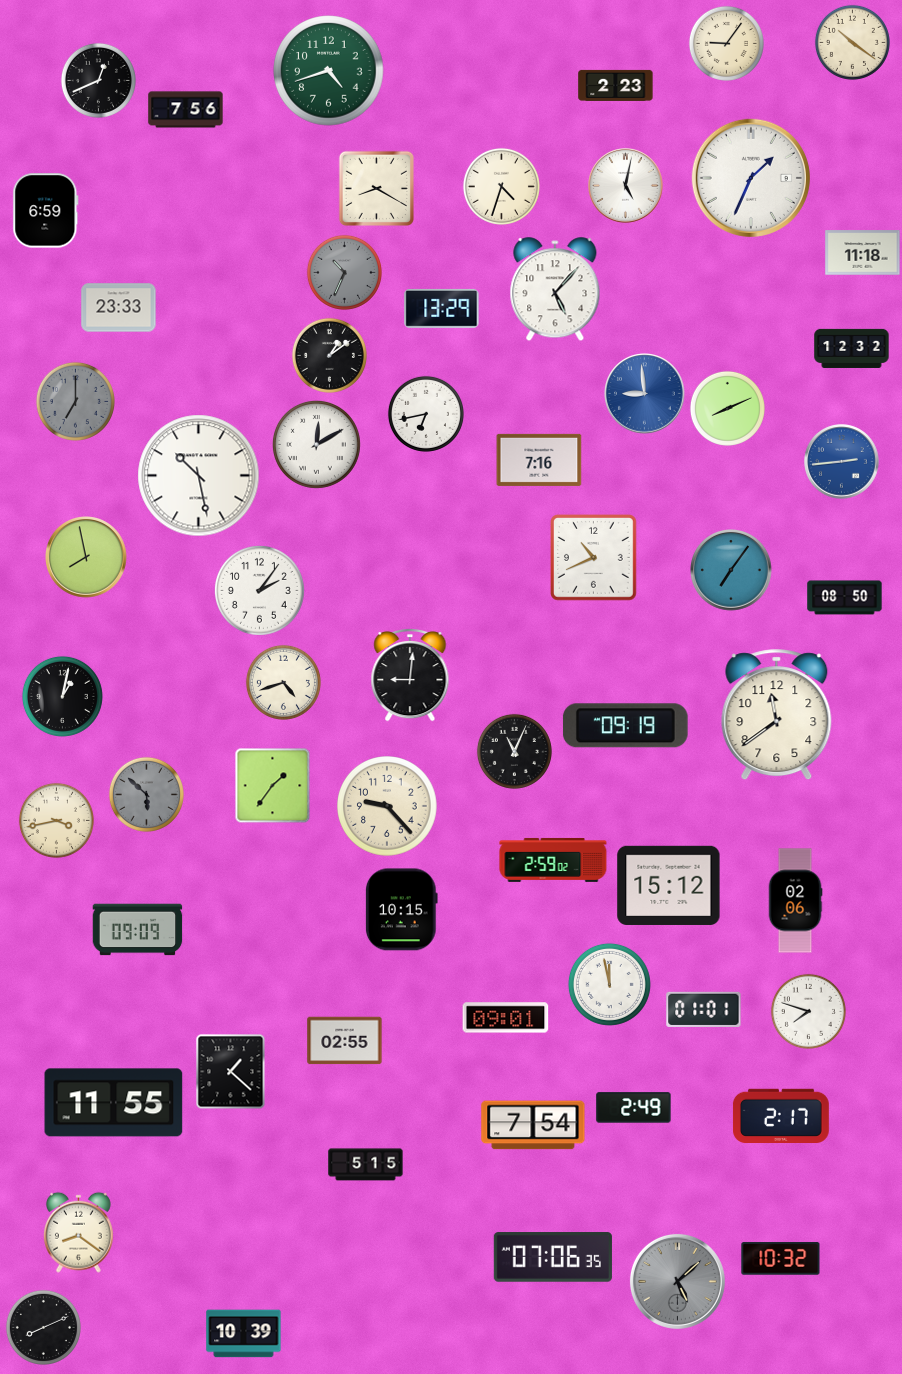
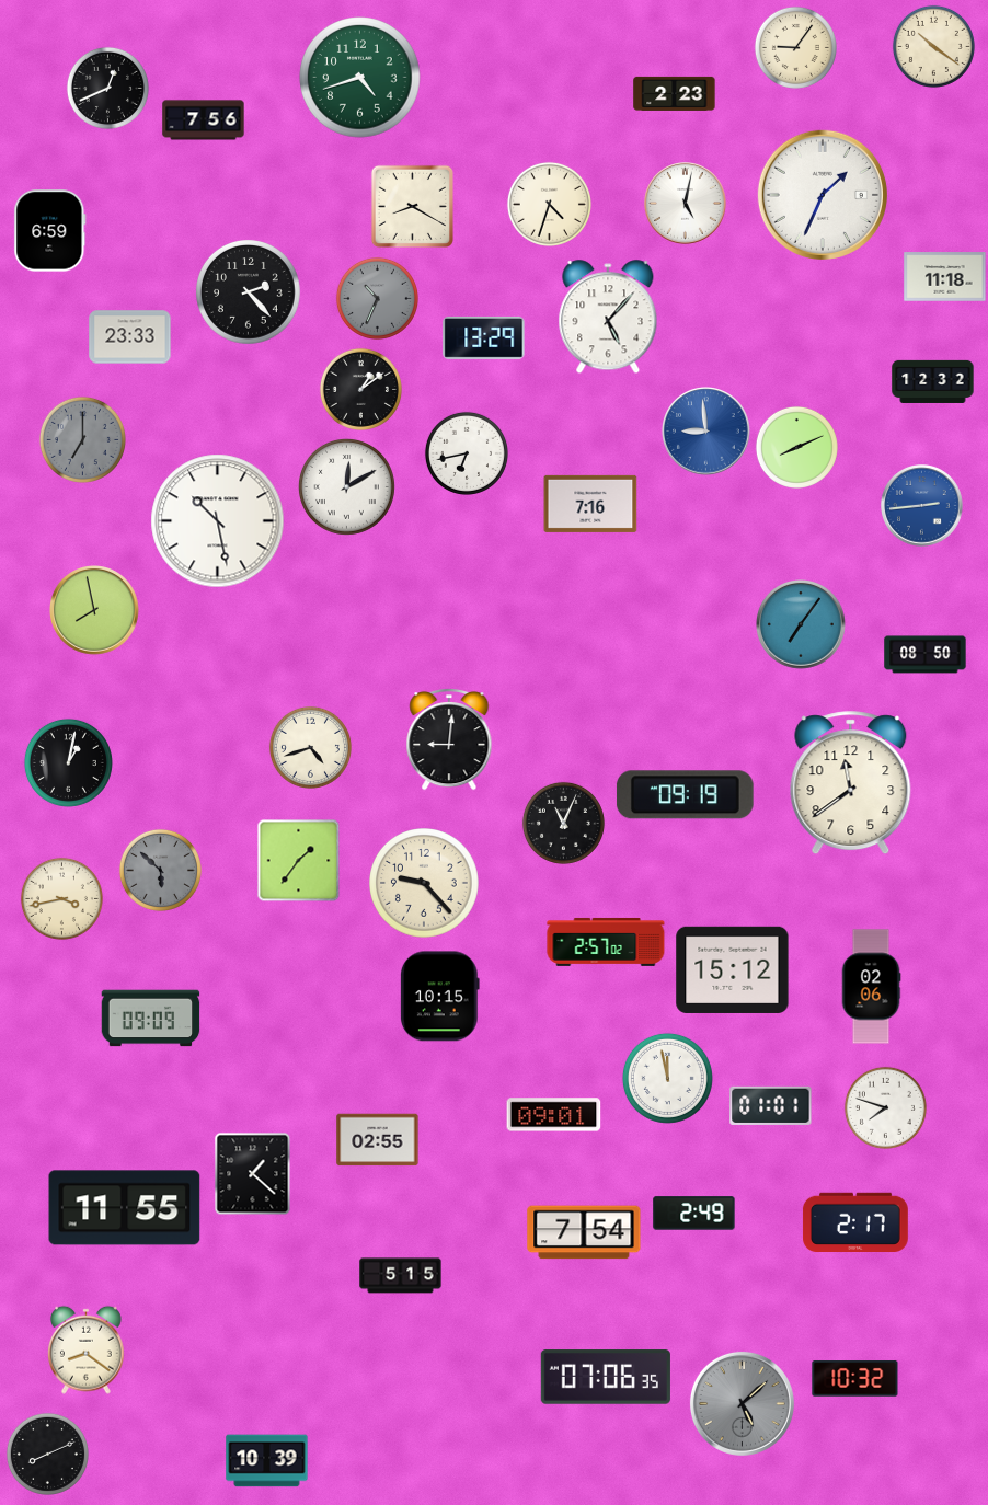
clock at (249, 292): none -> 2:23
clock at (594, 558): 10:41 -> none
clock at (259, 590): 2:06 -> none
clock at (553, 860): 2:59 -> 2:57
